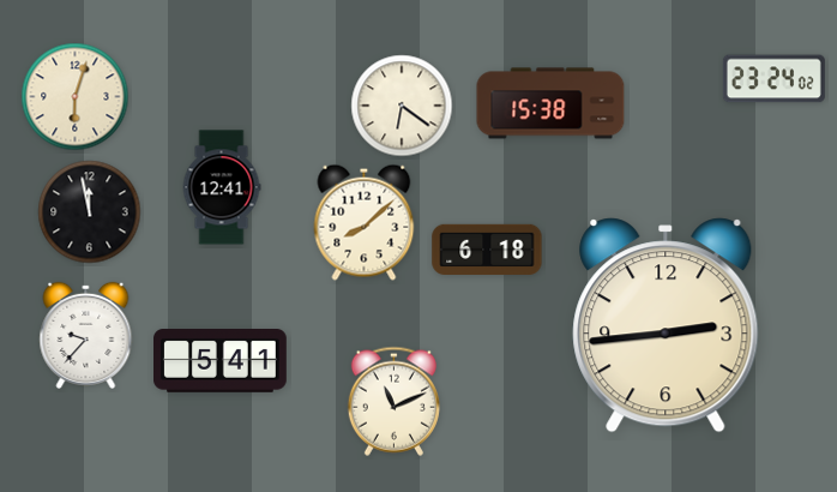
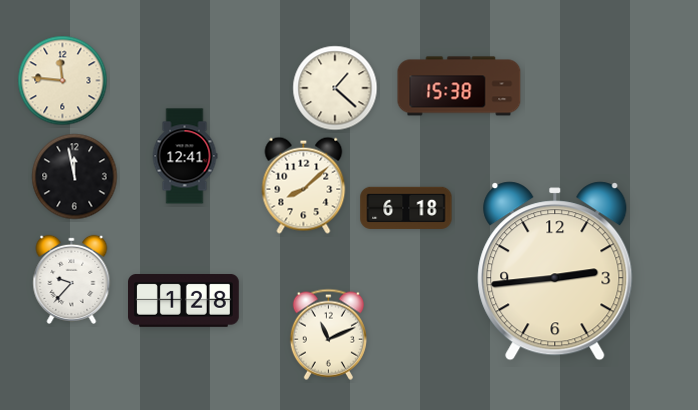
clock at (773, 79): 23:24 -> none
clock at (76, 97): 6:03 -> 11:46
clock at (402, 106): 6:21 -> 1:22
clock at (221, 361): 5:41 -> 1:28
